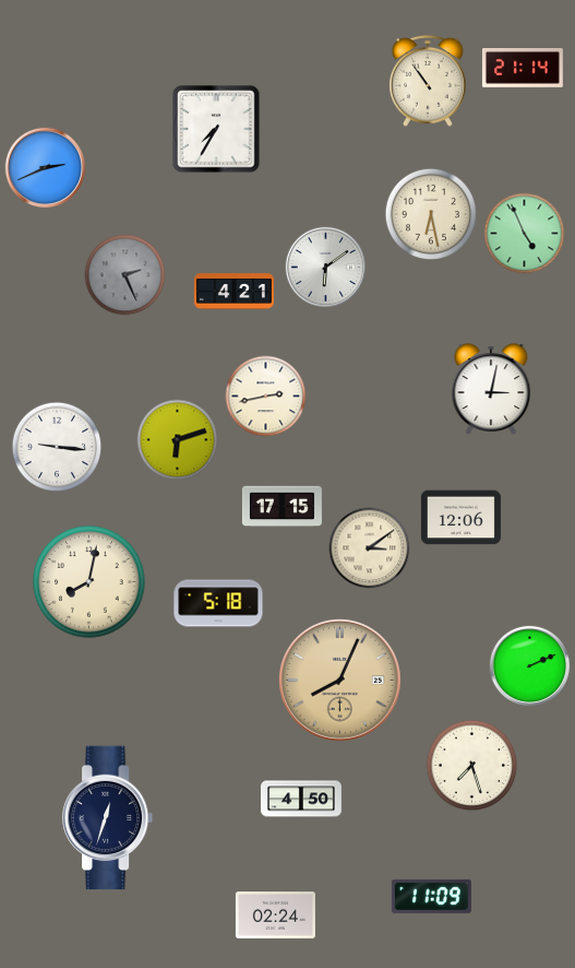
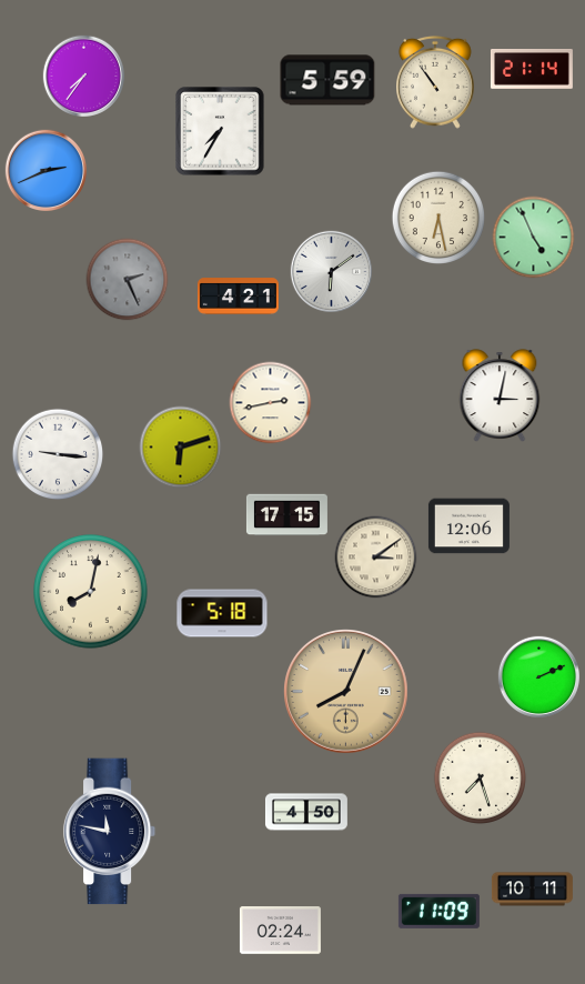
clock at (83, 76): none -> 7:36
clock at (327, 80): none -> 5:59
clock at (108, 818): 12:33 -> 11:47
clock at (532, 890): none -> 10:11
